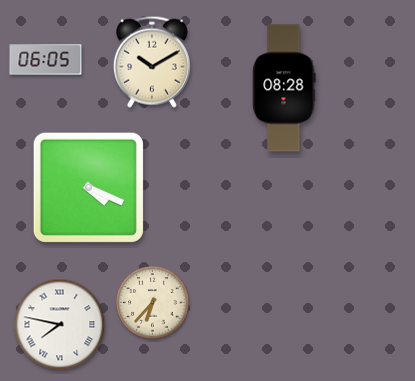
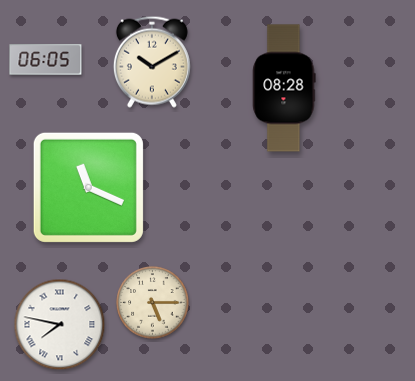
clock at (88, 187): 4:19 -> 11:19
clock at (153, 303): 6:37 -> 5:15
